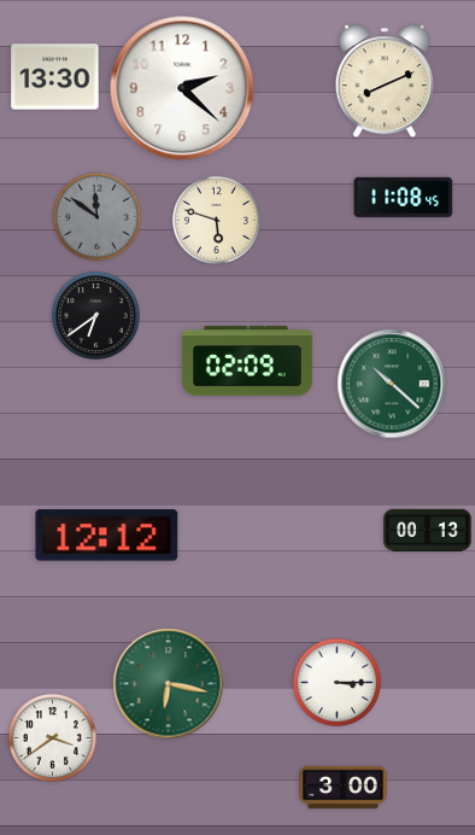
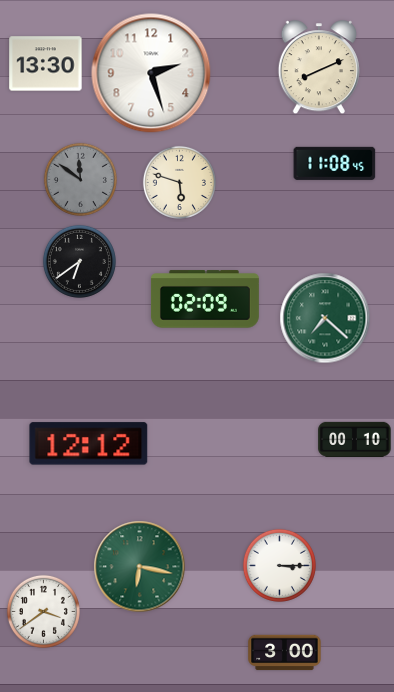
clock at (182, 88): 2:22 -> 2:27
clock at (392, 384): 10:22 -> 7:22
clock at (428, 530): 00:13 -> 00:10
